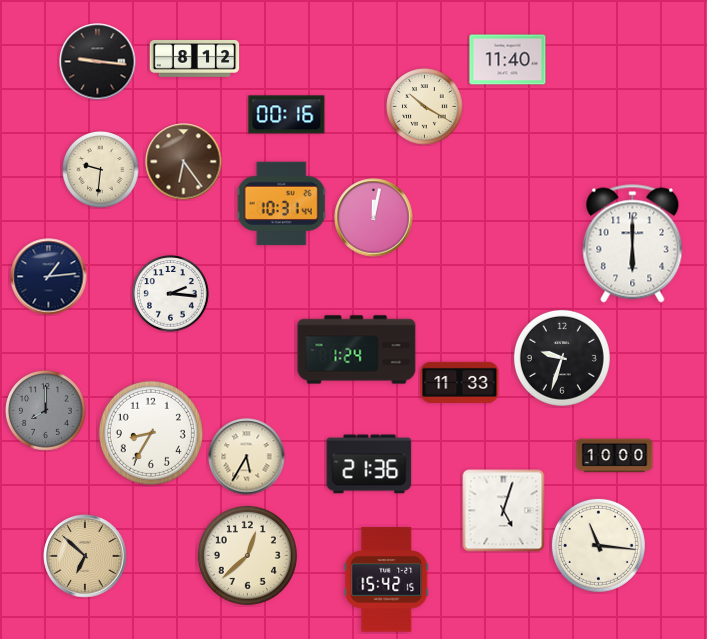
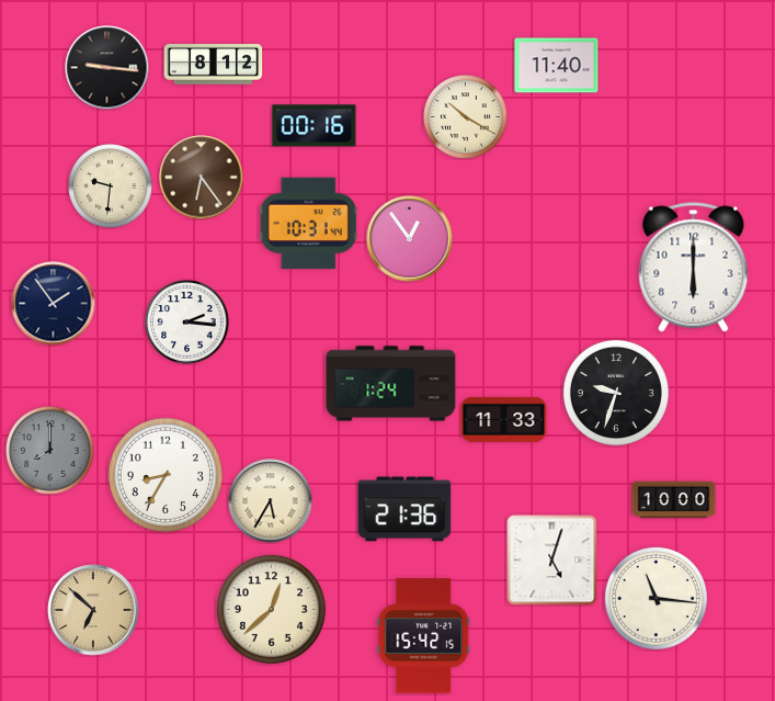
clock at (374, 218): 12:02 -> 12:54
clock at (49, 277): 1:14 -> 1:54
